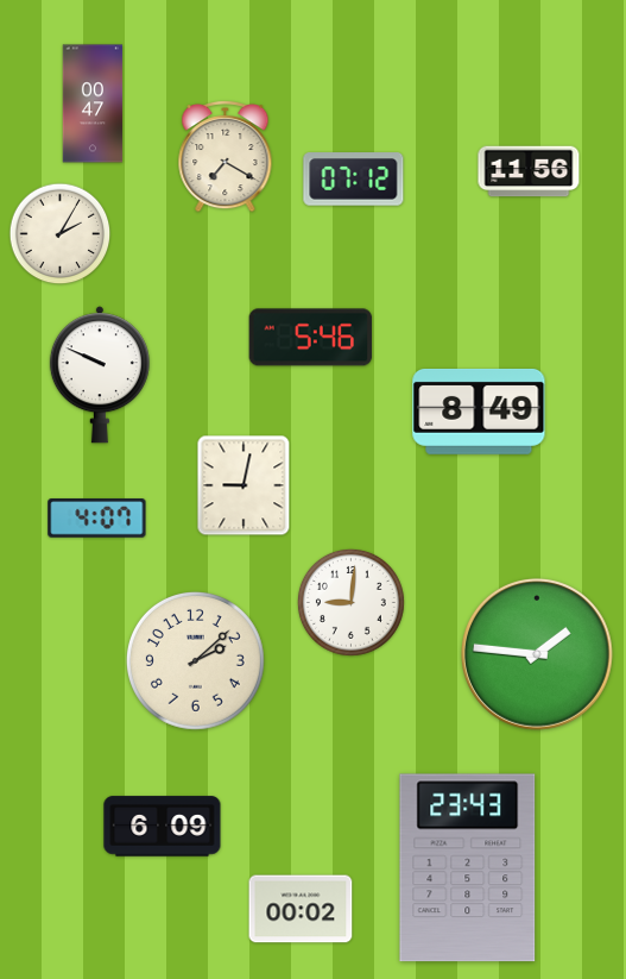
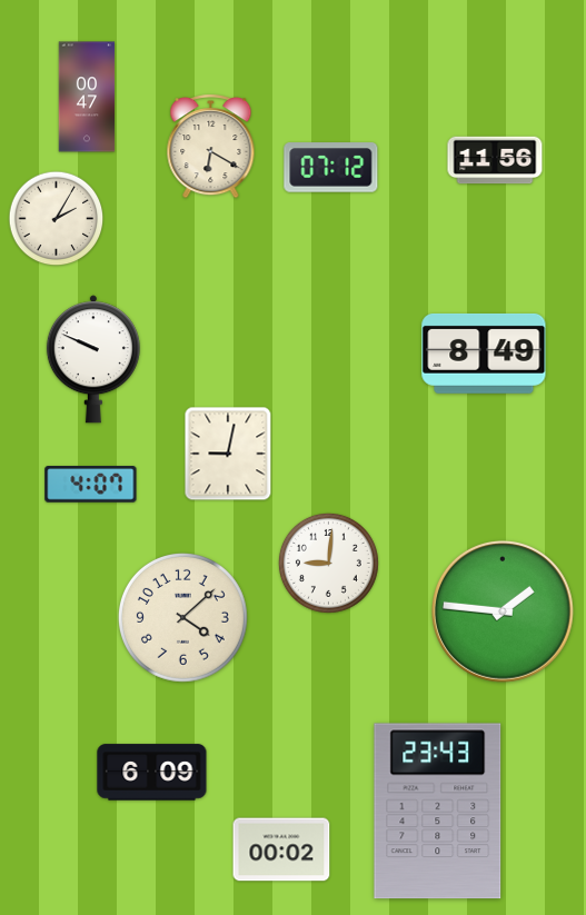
clock at (226, 156): 7:20 -> 6:20
clock at (311, 338): 5:46 -> none
clock at (100, 375) position: (100, 375) -> (93, 359)
clock at (479, 412) position: (479, 412) -> (484, 354)
clock at (195, 660): 2:08 -> 4:08
